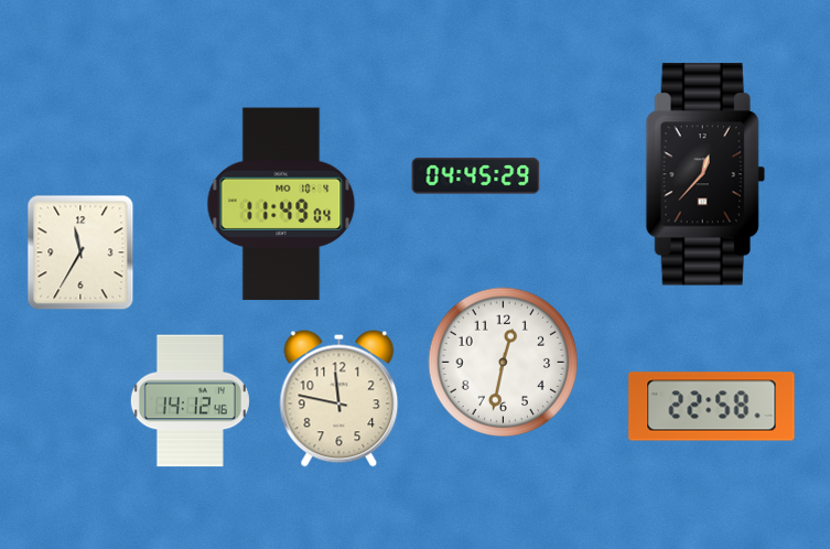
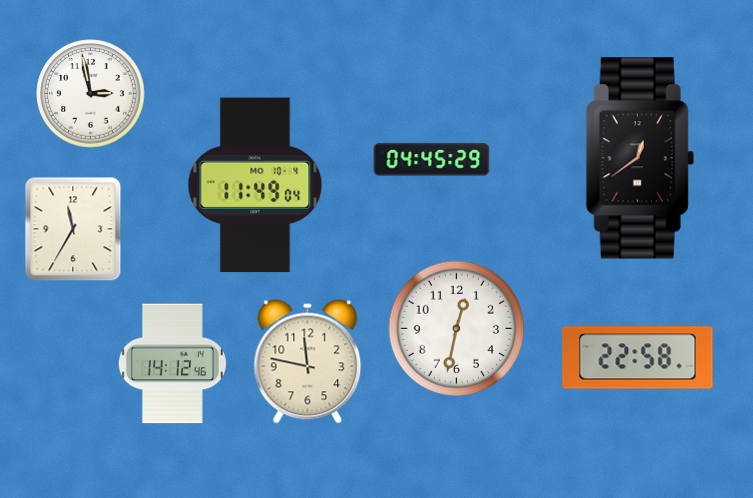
clock at (91, 94): none -> 2:58
clock at (705, 174): 12:37 -> 12:39
clock at (712, 407) position: (712, 407) -> (638, 358)
